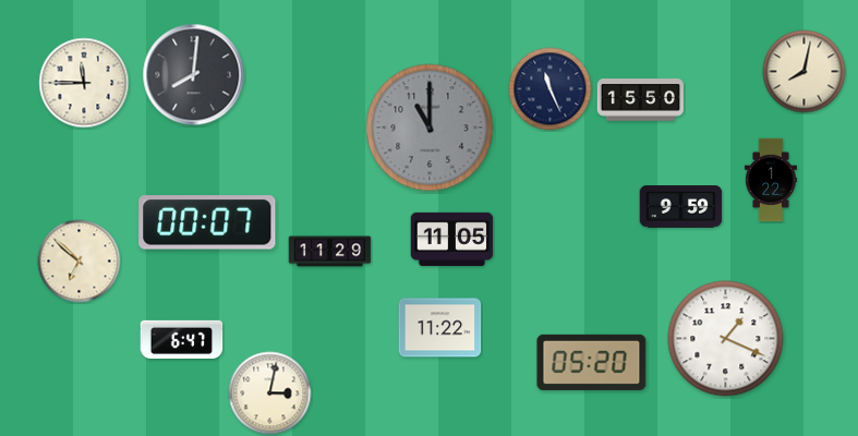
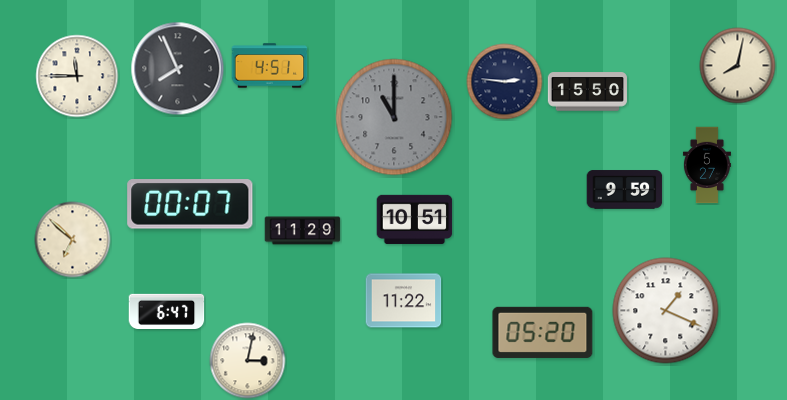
clock at (270, 66): none -> 4:51
clock at (194, 75): 8:01 -> 7:56
clock at (551, 89): 11:26 -> 2:46
clock at (771, 180): 1:22 -> 5:27
clock at (452, 239): 11:05 -> 10:51
